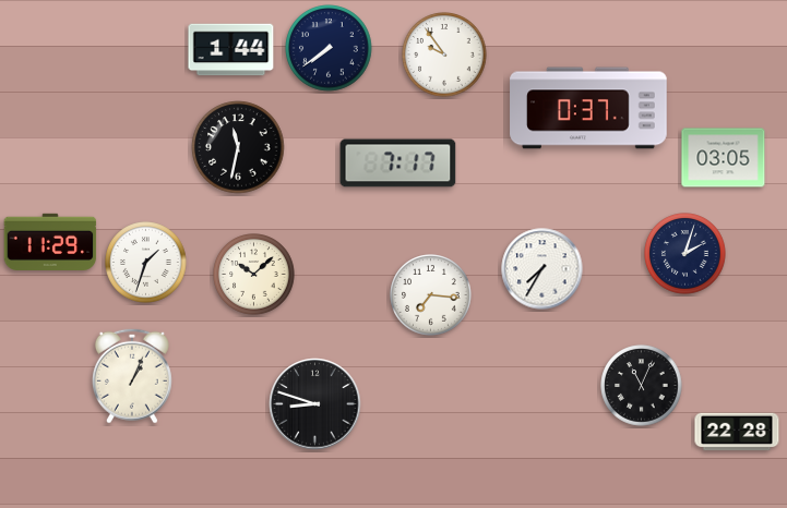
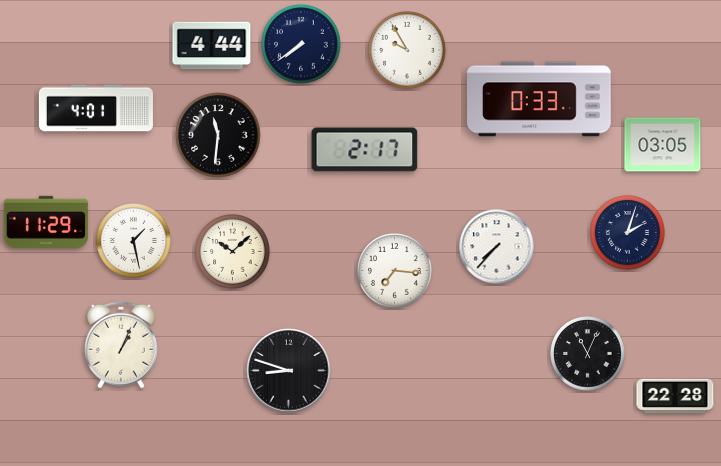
clock at (231, 50): 1:44 -> 4:44
clock at (444, 55): 9:54 -> 9:55
clock at (588, 108): 0:37 -> 0:33
clock at (96, 108): none -> 4:01
clock at (238, 147): 11:32 -> 11:31
clock at (398, 164): 7:17 -> 2:17
clock at (146, 263): 1:33 -> 1:28
clock at (542, 269): 7:35 -> 7:37
